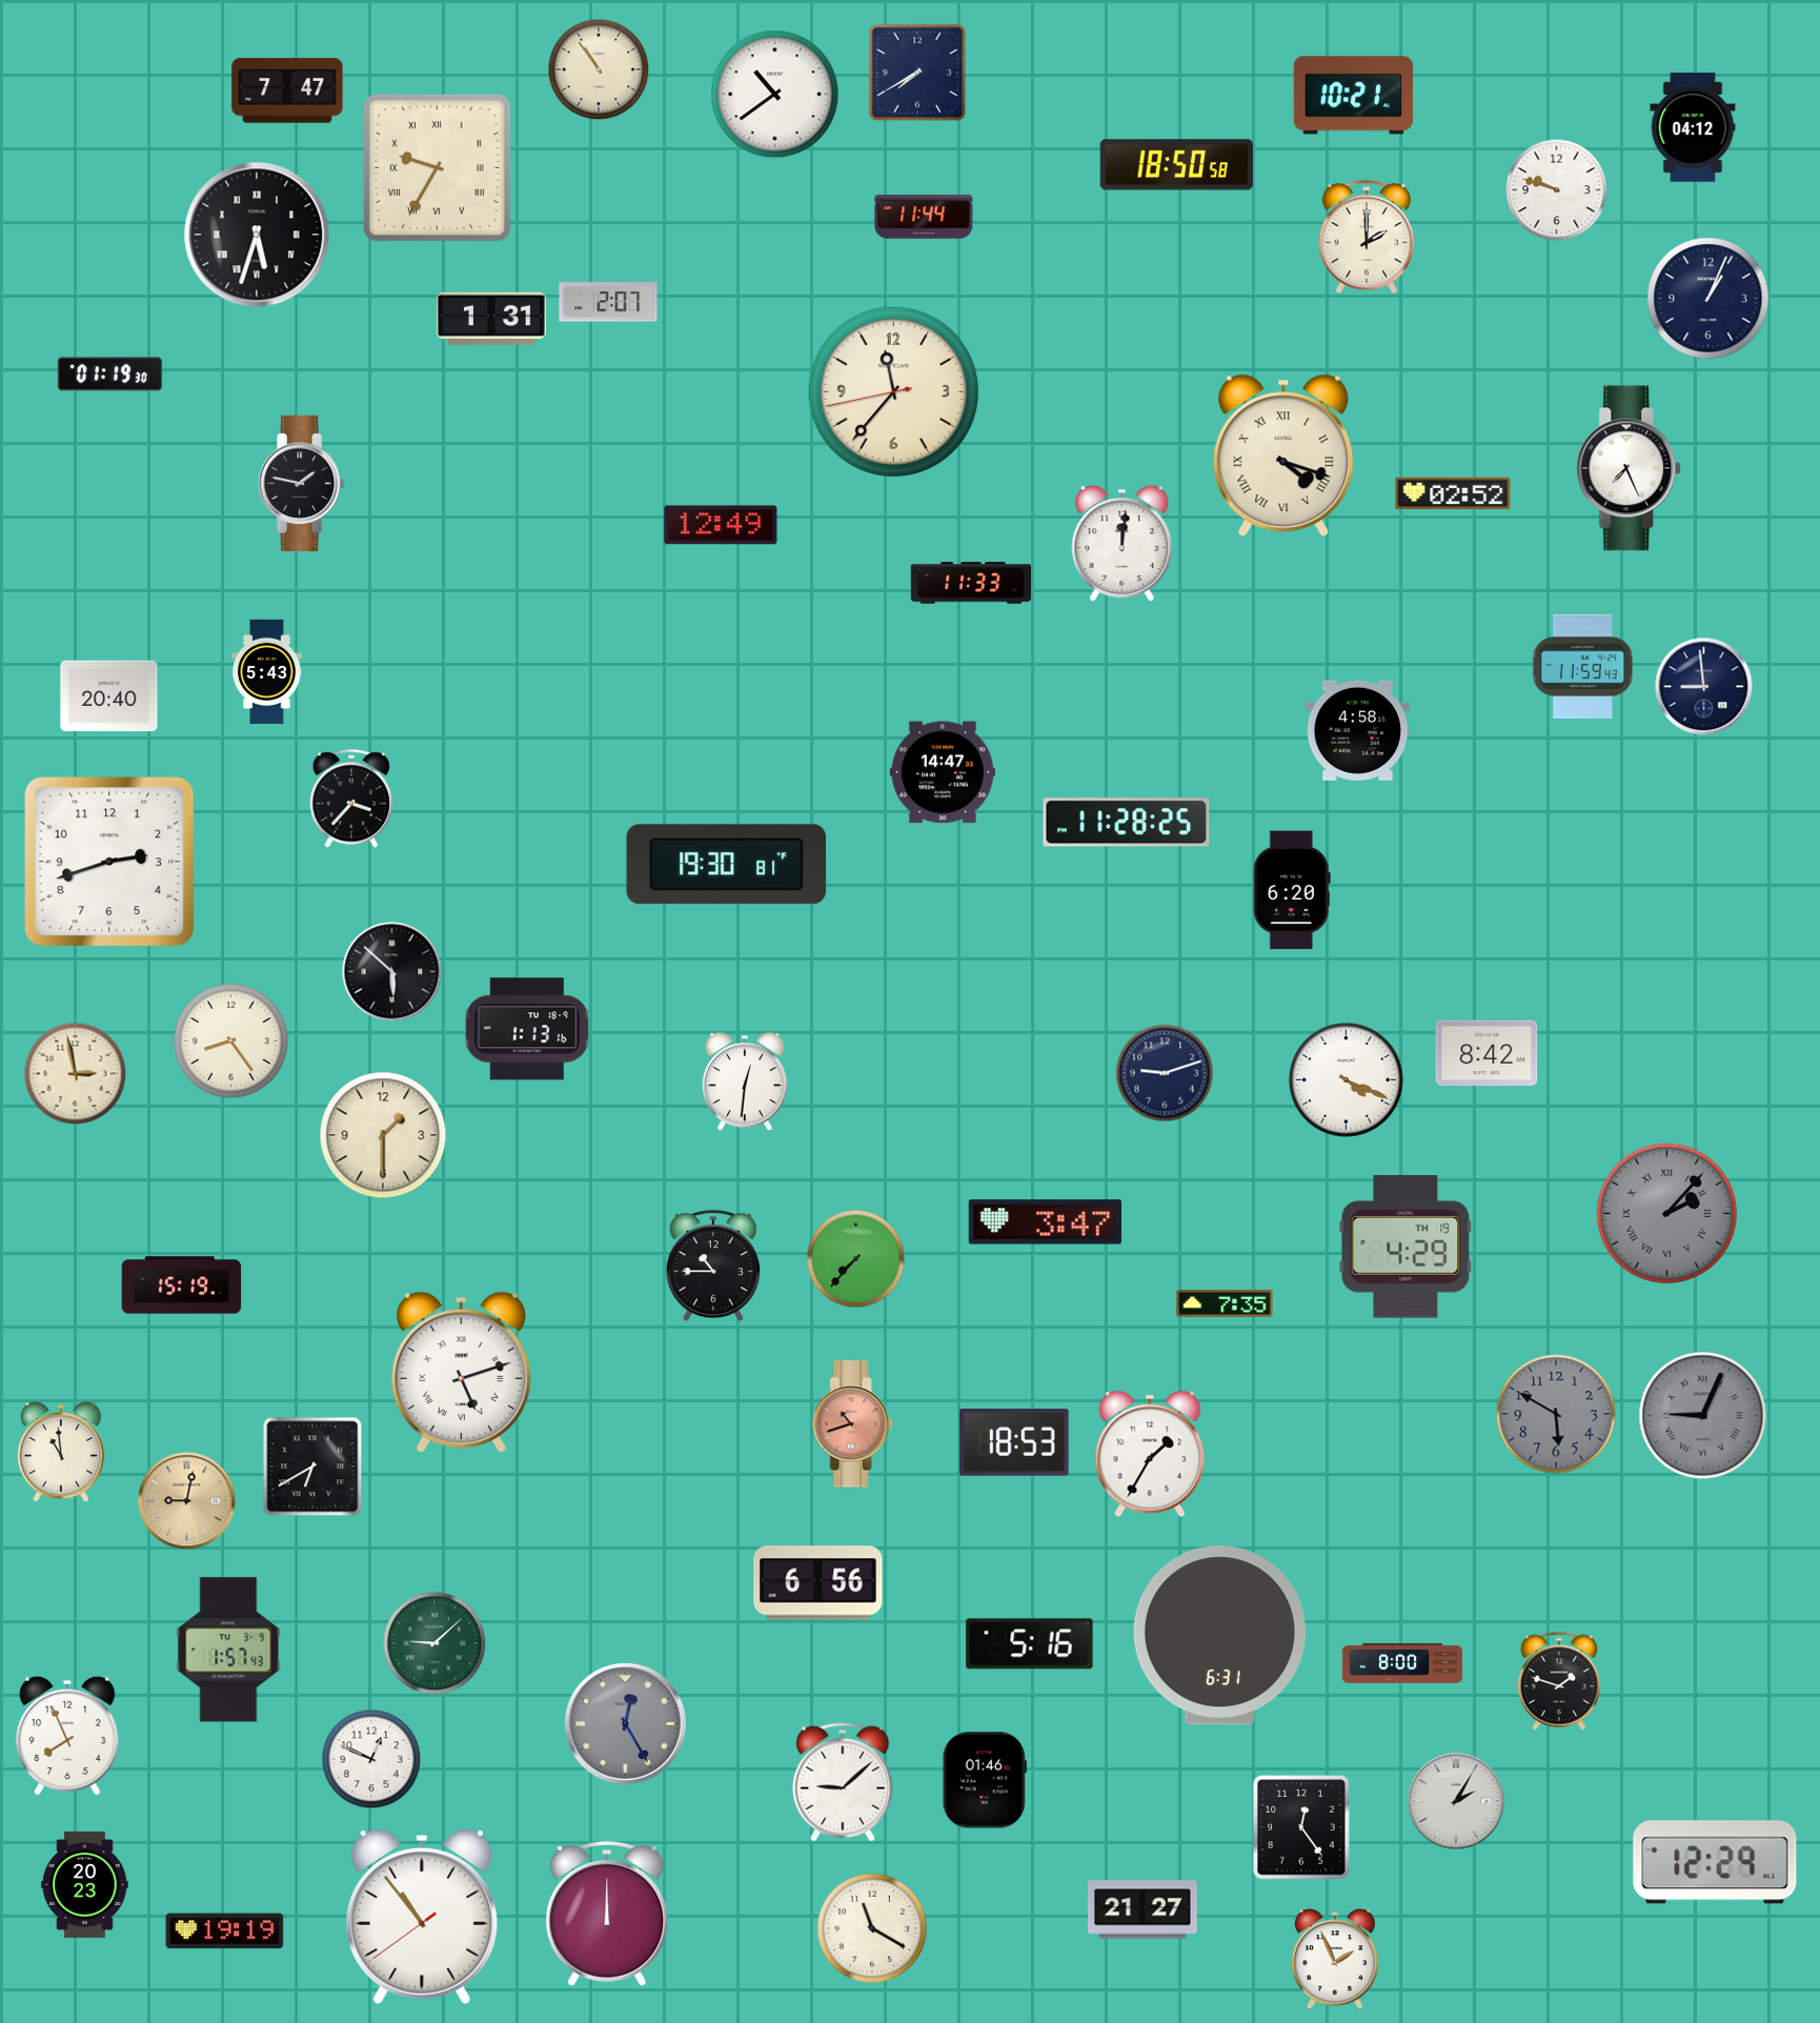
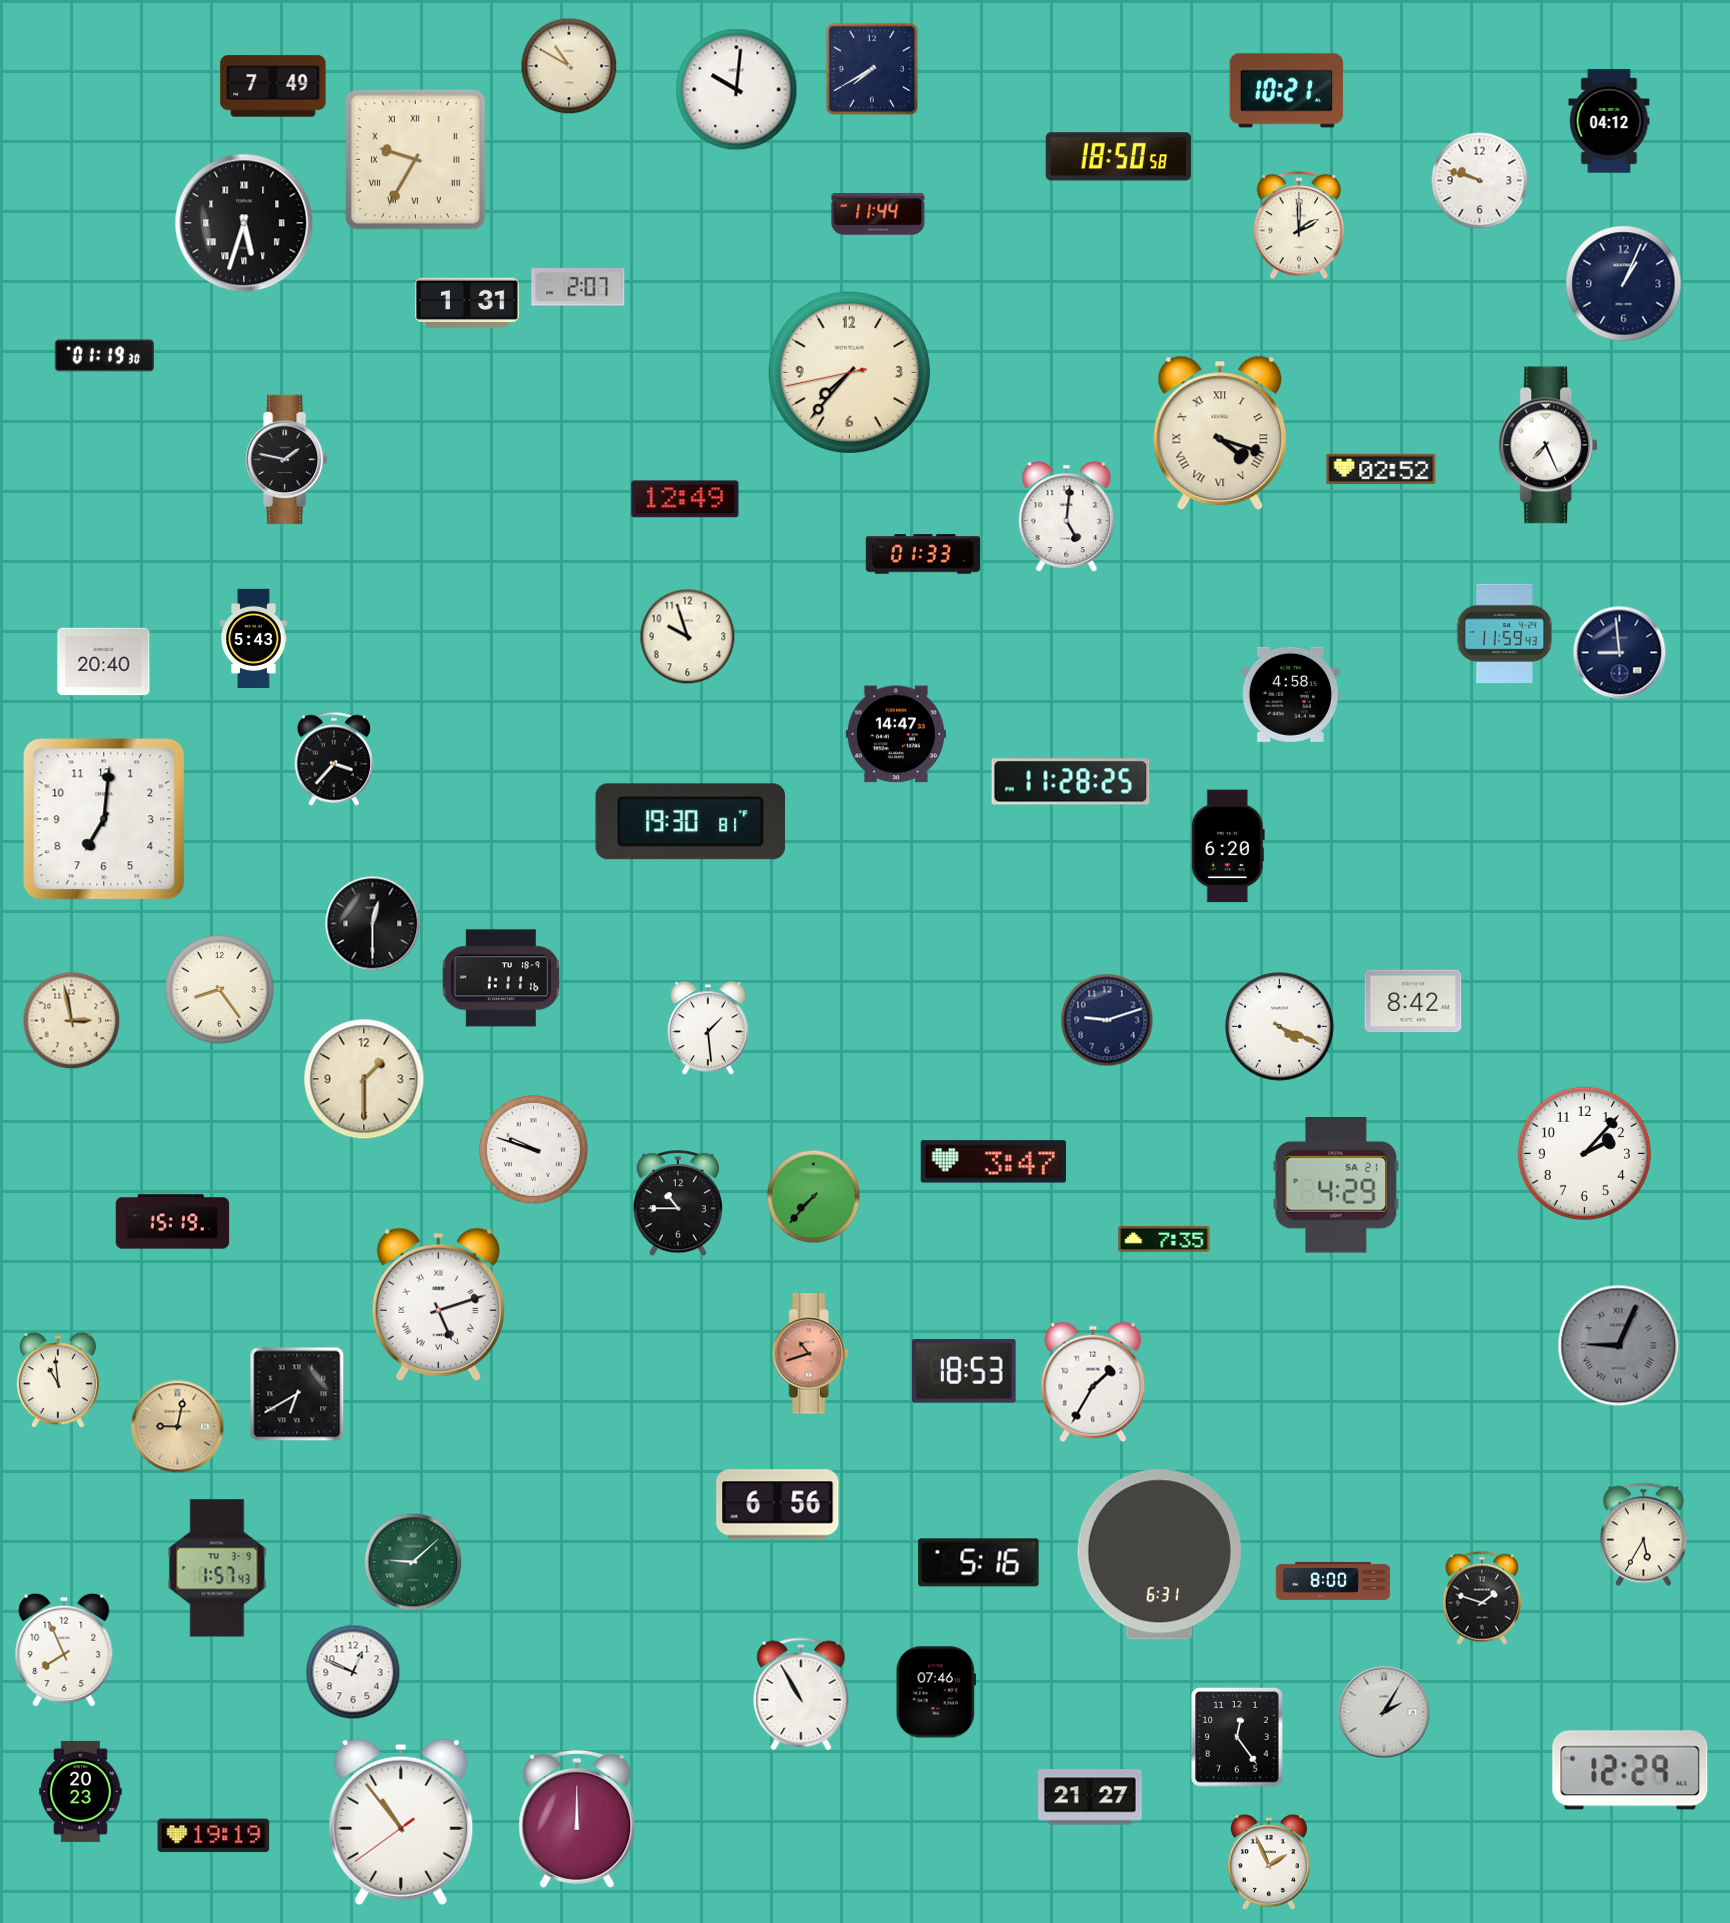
clock at (599, 69): 10:54 -> 10:50
clock at (287, 90): 7:47 -> 7:49
clock at (775, 95): 10:39 -> 10:01
clock at (924, 217) position: (924, 217) -> (878, 214)
clock at (893, 391): 11:36 -> 7:36
clock at (1123, 544): 12:01 -> 5:01
clock at (971, 583): 11:33 -> 01:33
clock at (688, 637): none -> 9:57
clock at (109, 862): 2:42 -> 7:01
clock at (392, 972): 5:52 -> 12:30
clock at (527, 1029): 1:13 -> 1:11
clock at (745, 1083): 12:31 -> 1:29
clock at (534, 1150): none -> 9:48
clock at (1666, 1213) dial: grey -> white
clock at (1666, 1213) numerals: Roman -> Arabic
clock at (1406, 1247) date: TH 19 -> SA 21
clock at (1556, 1414): 5:50 -> none
clock at (1643, 1535): none -> 5:35
clock at (625, 1723): 12:25 -> none
clock at (985, 1780): 01:46 -> 07:46
clock at (843, 1782): 9:08 -> 10:55
clock at (1142, 1909) position: (1142, 1909) -> (1090, 1797)
clock at (872, 1928): 11:20 -> none
